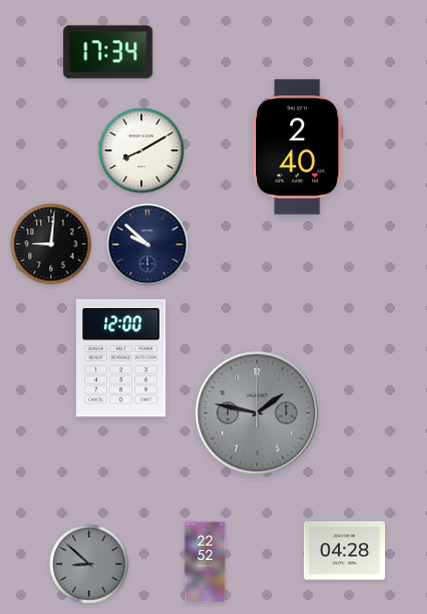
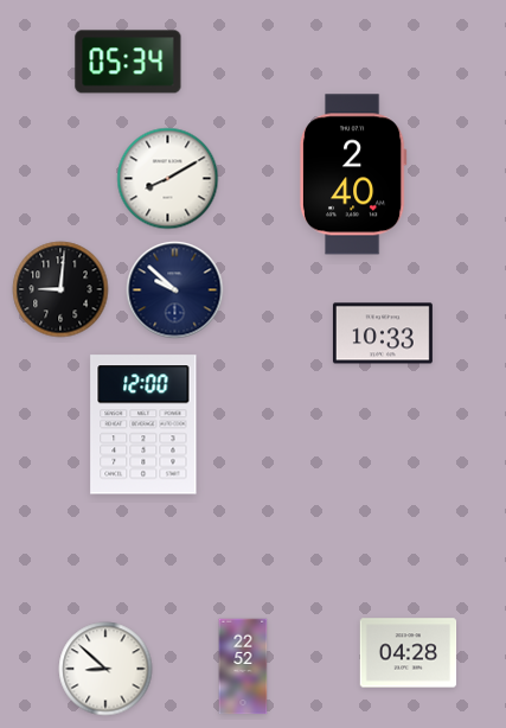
clock at (108, 52): 17:34 -> 05:34
clock at (383, 333): none -> 10:33
clock at (257, 413): 1:47 -> none
clock at (89, 564) dial: grey -> white
